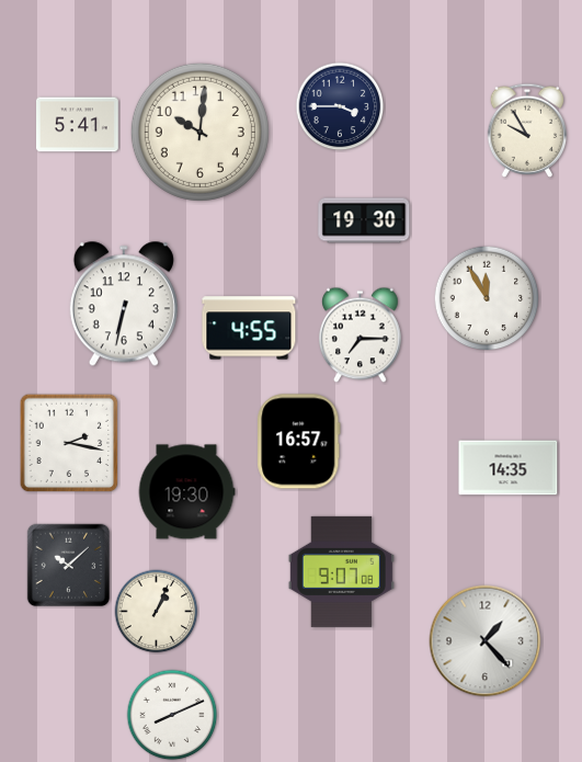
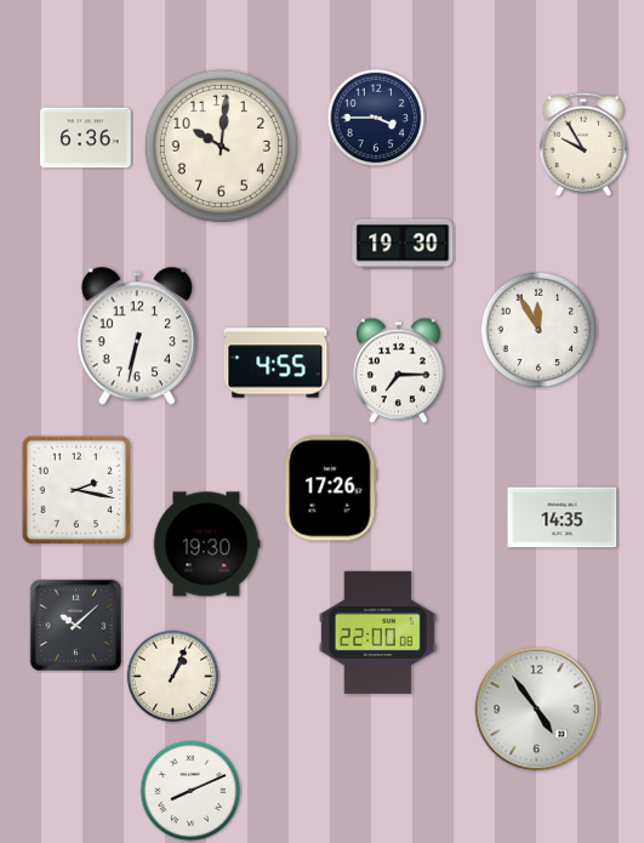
clock at (78, 125): 5:41 -> 6:36
clock at (299, 442): 16:57 -> 17:26
clock at (341, 571): 9:07 -> 22:00
clock at (486, 641): 1:23 -> 4:54
